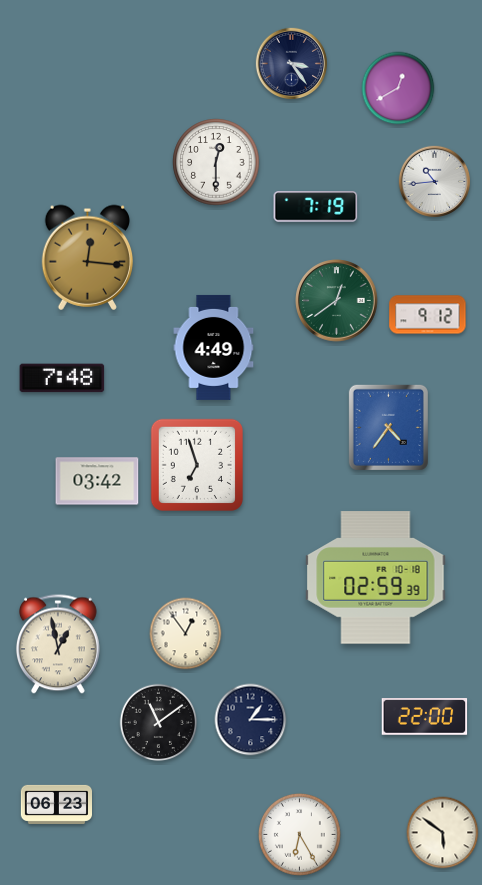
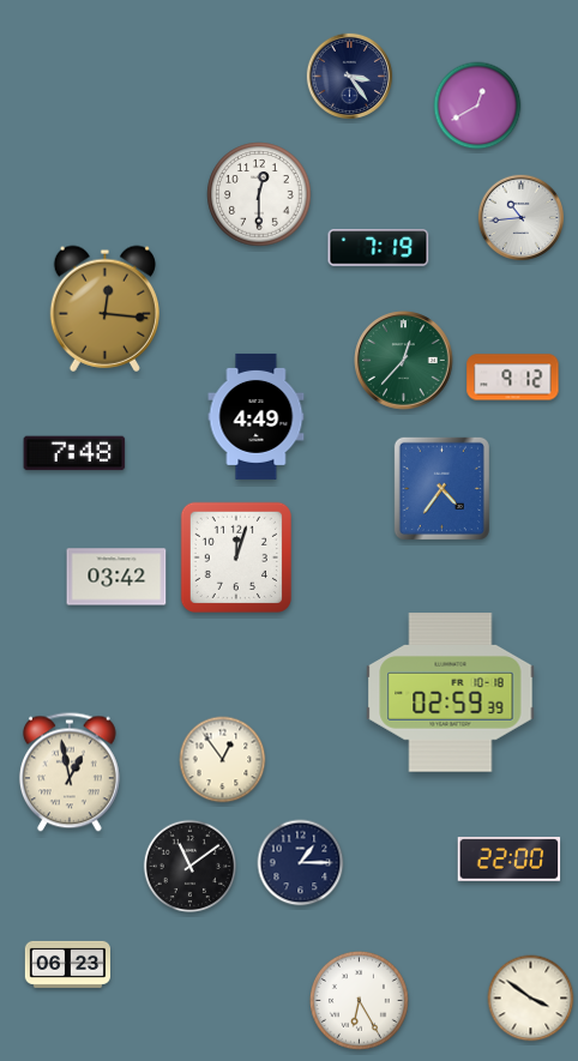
clock at (337, 301): 12:39 -> 12:37
clock at (388, 427) position: (388, 427) -> (441, 488)
clock at (197, 465): 6:57 -> 12:03
clock at (443, 833): 5:51 -> 3:51
